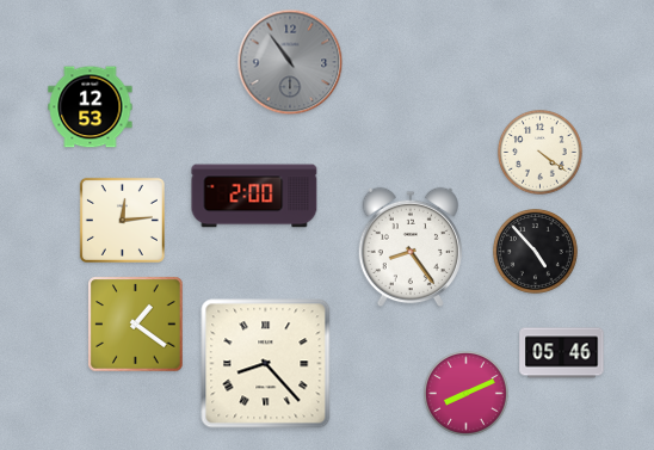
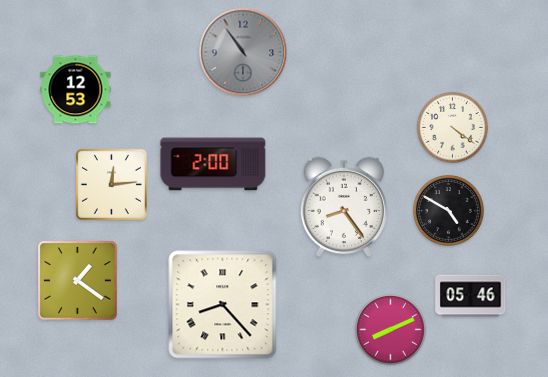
clock at (122, 220) position: (122, 220) -> (111, 184)
clock at (536, 252): 4:53 -> 4:50
clock at (136, 325) position: (136, 325) -> (78, 281)
